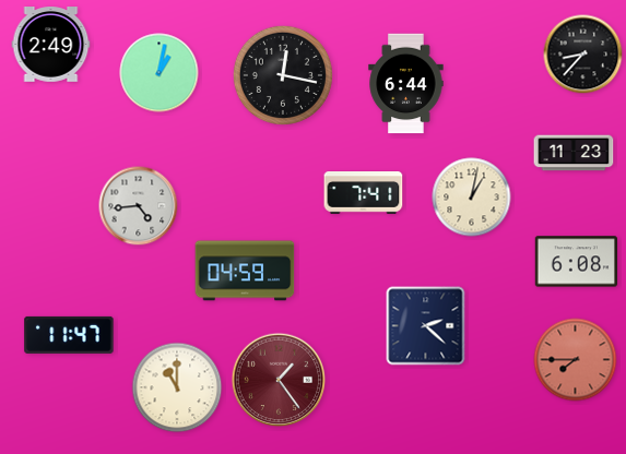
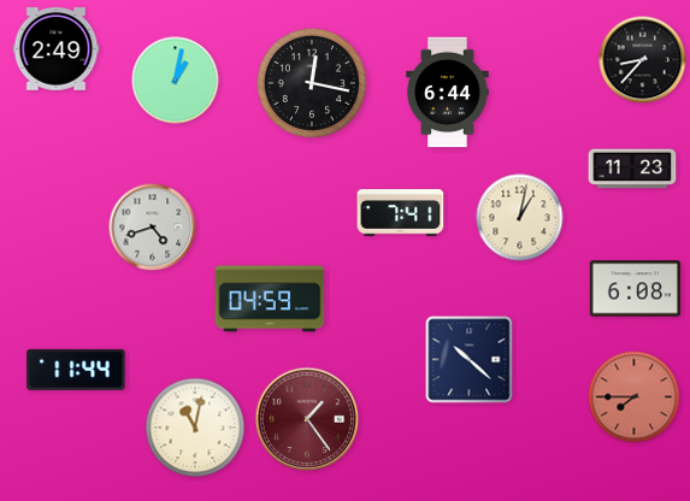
clock at (139, 206): 4:44 -> 4:42
clock at (426, 326): 2:22 -> 10:22
clock at (69, 335): 11:47 -> 11:44
clock at (177, 387): 11:00 -> 11:02
